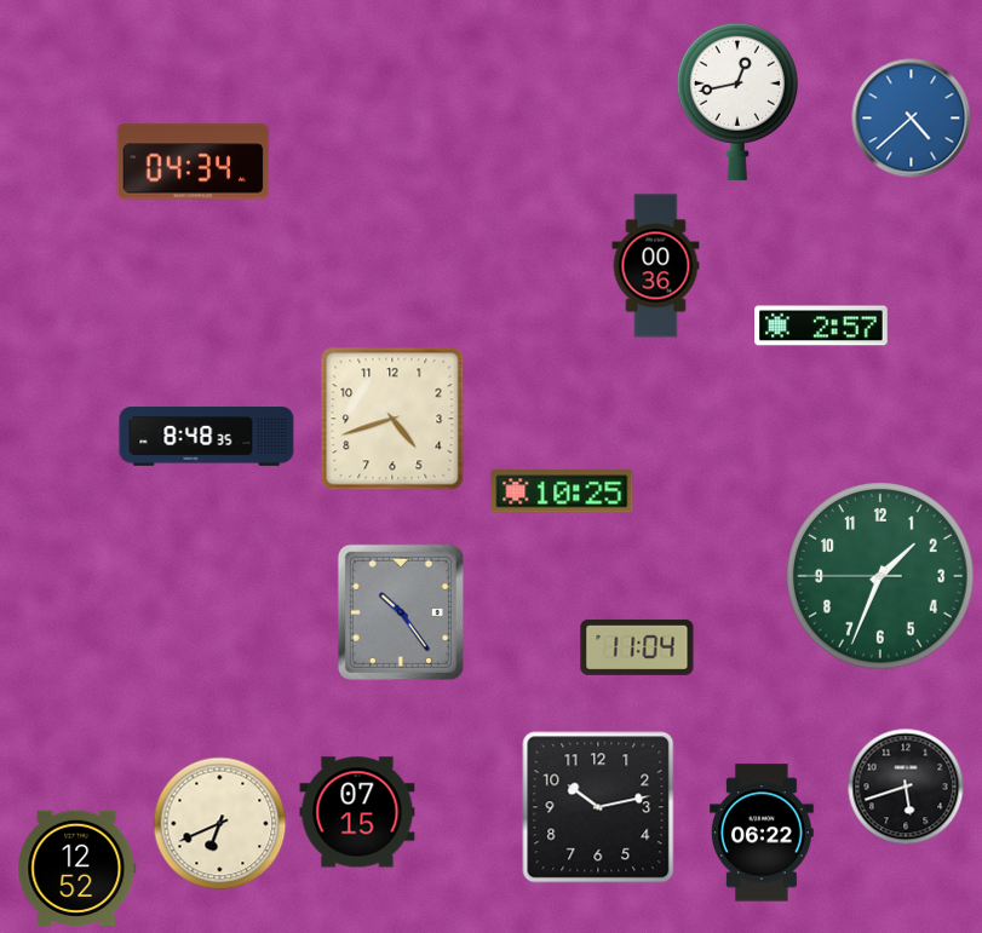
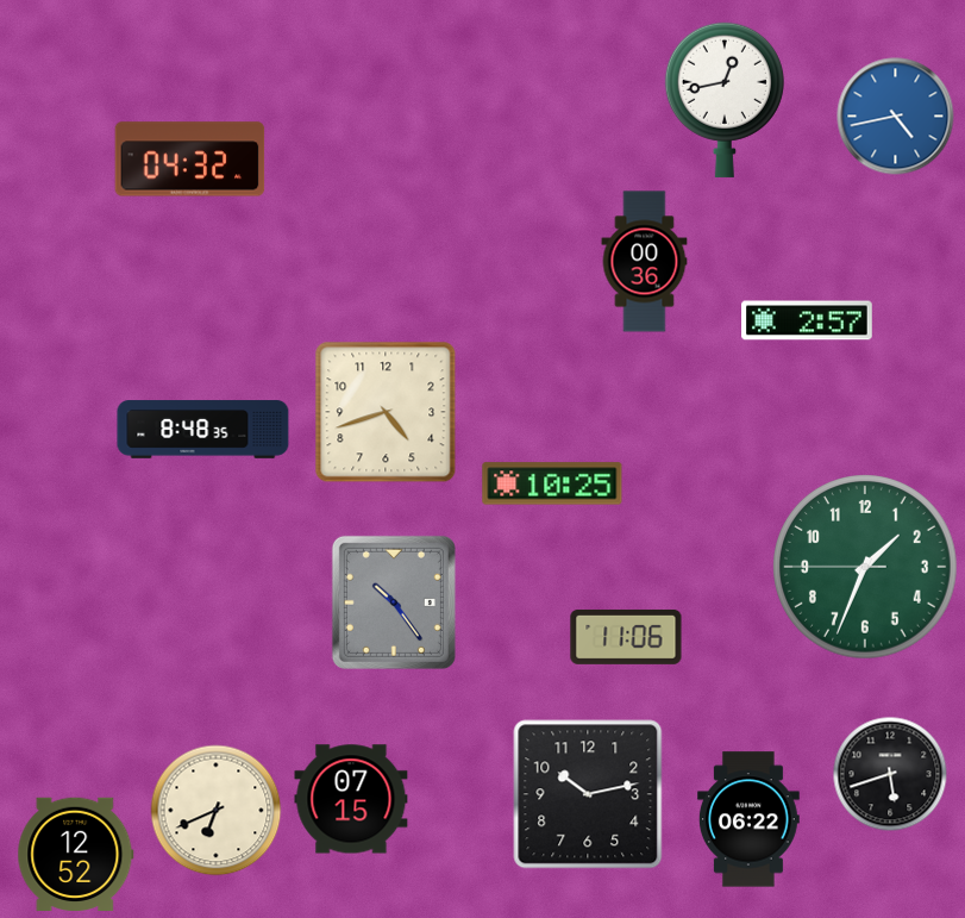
clock at (912, 119): 4:38 -> 4:43
clock at (194, 162): 04:34 -> 04:32
clock at (637, 647): 11:04 -> 11:06
